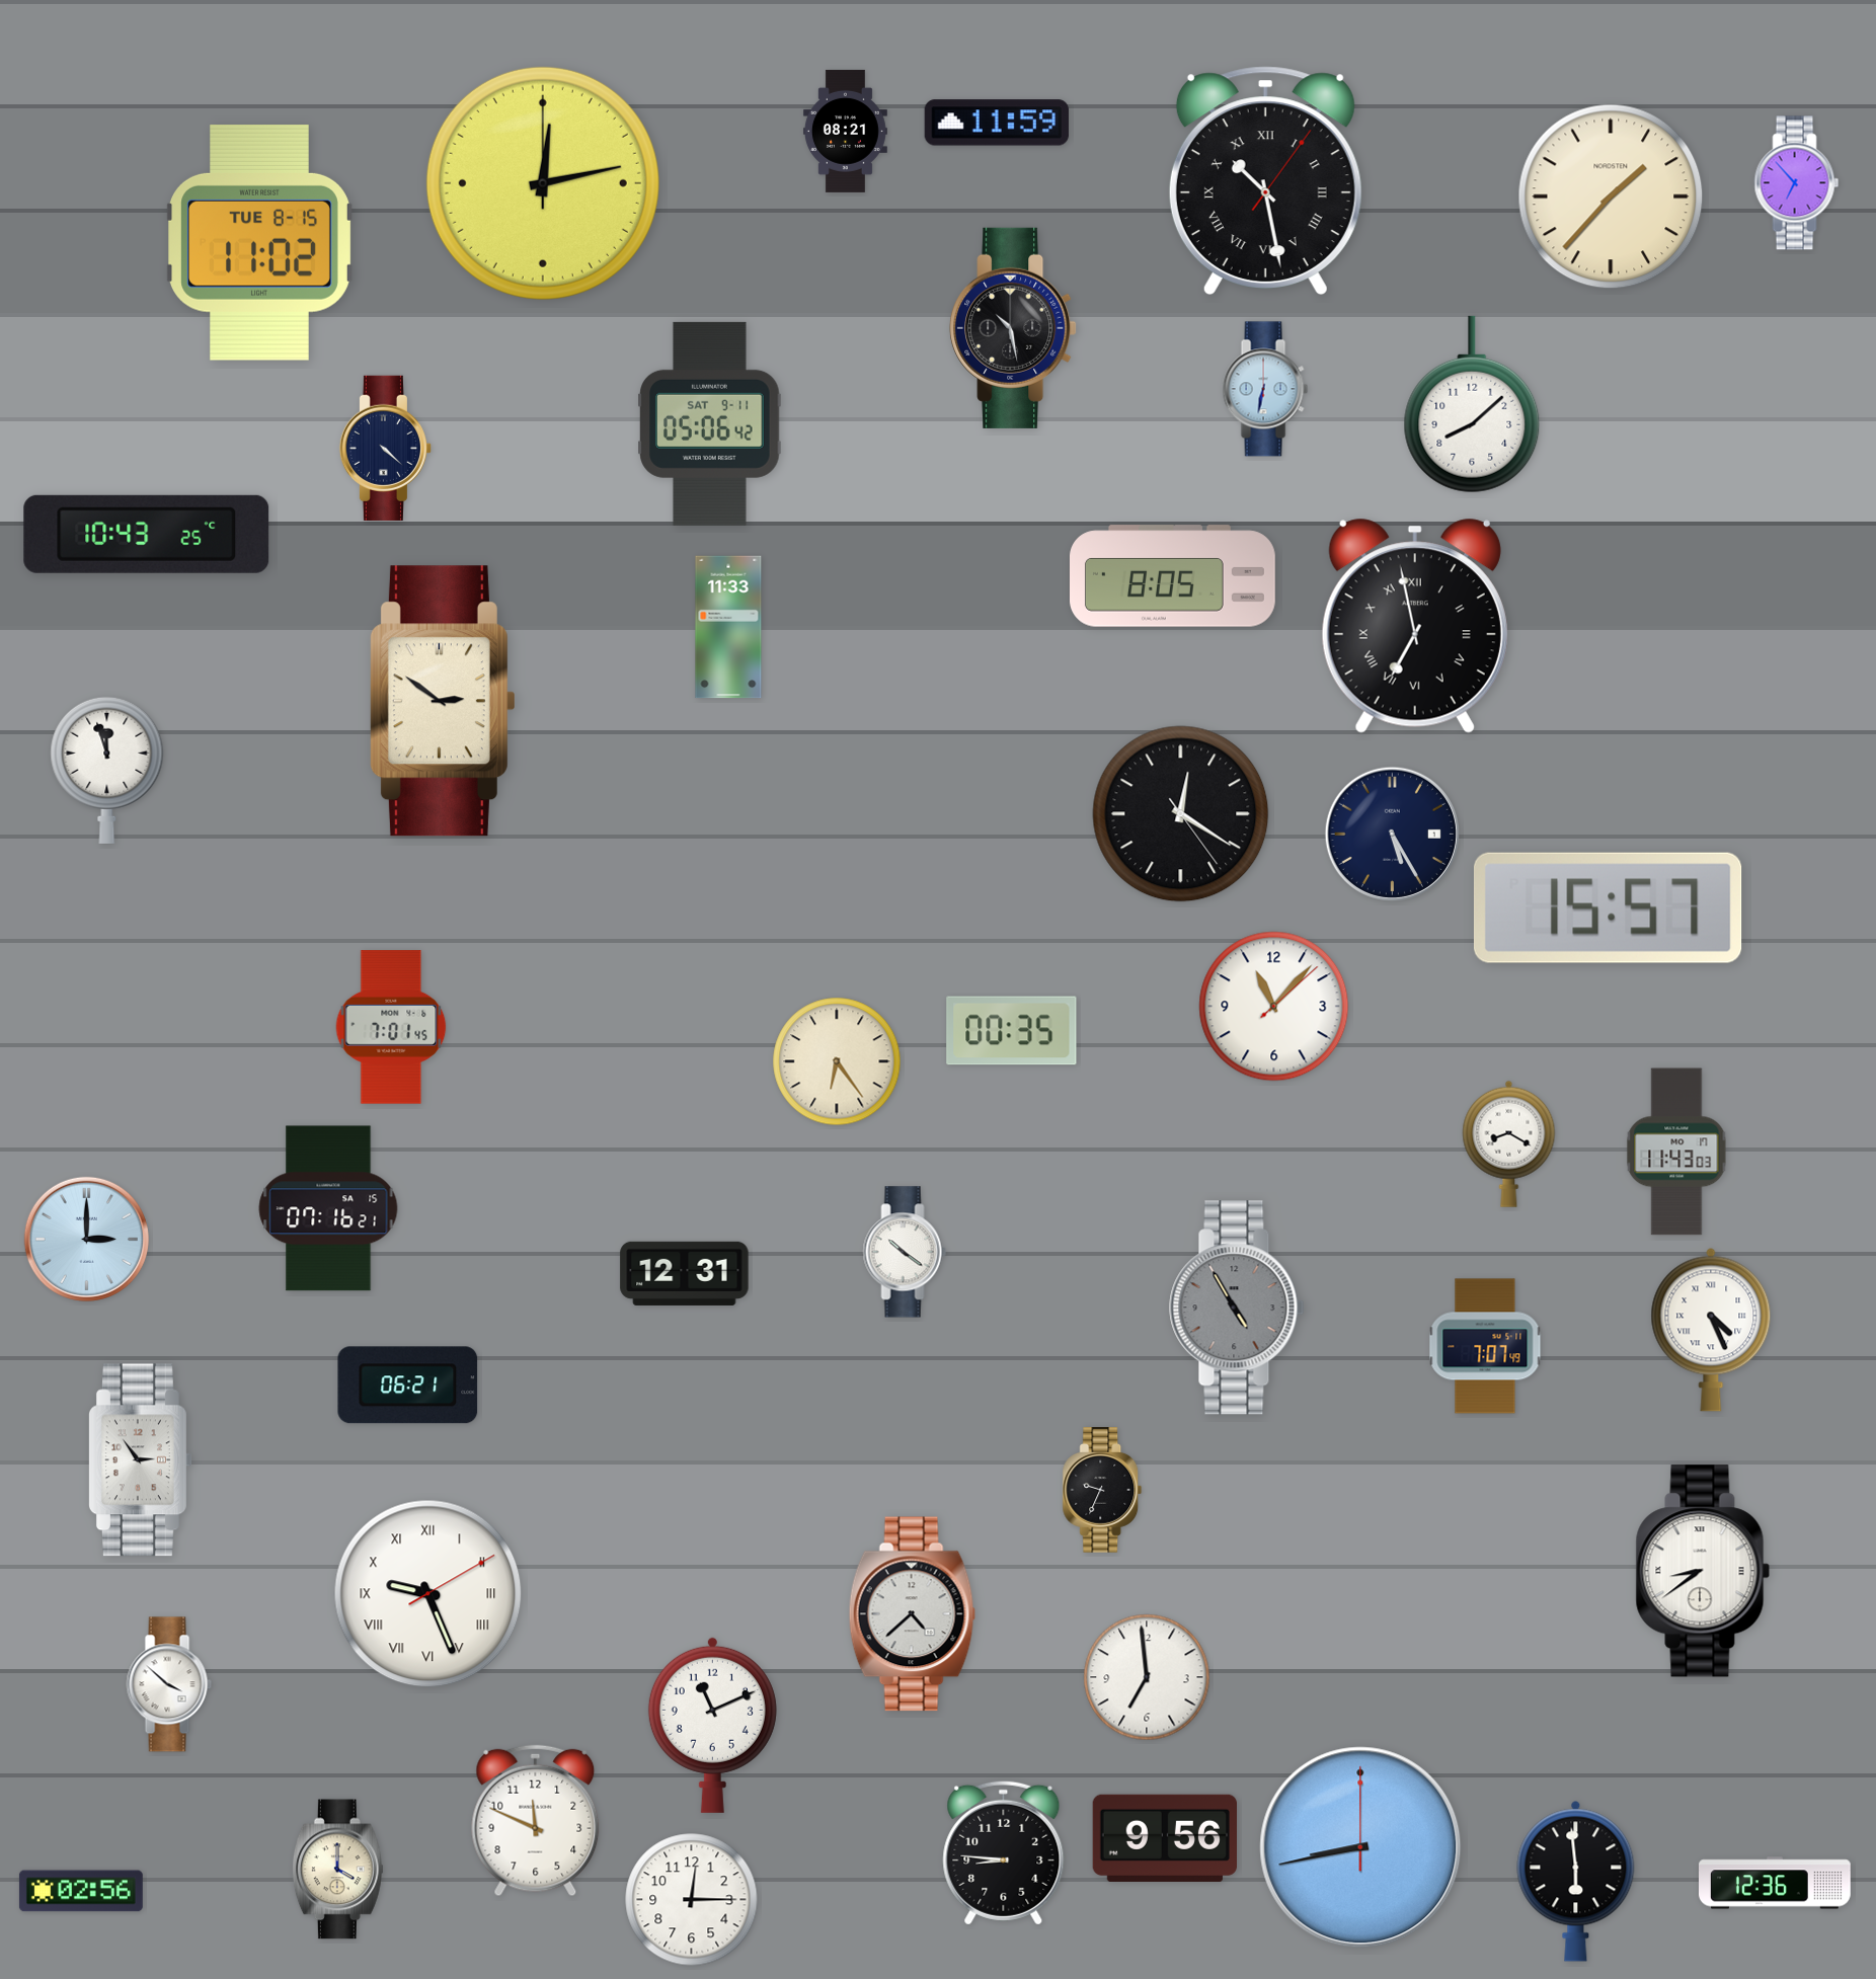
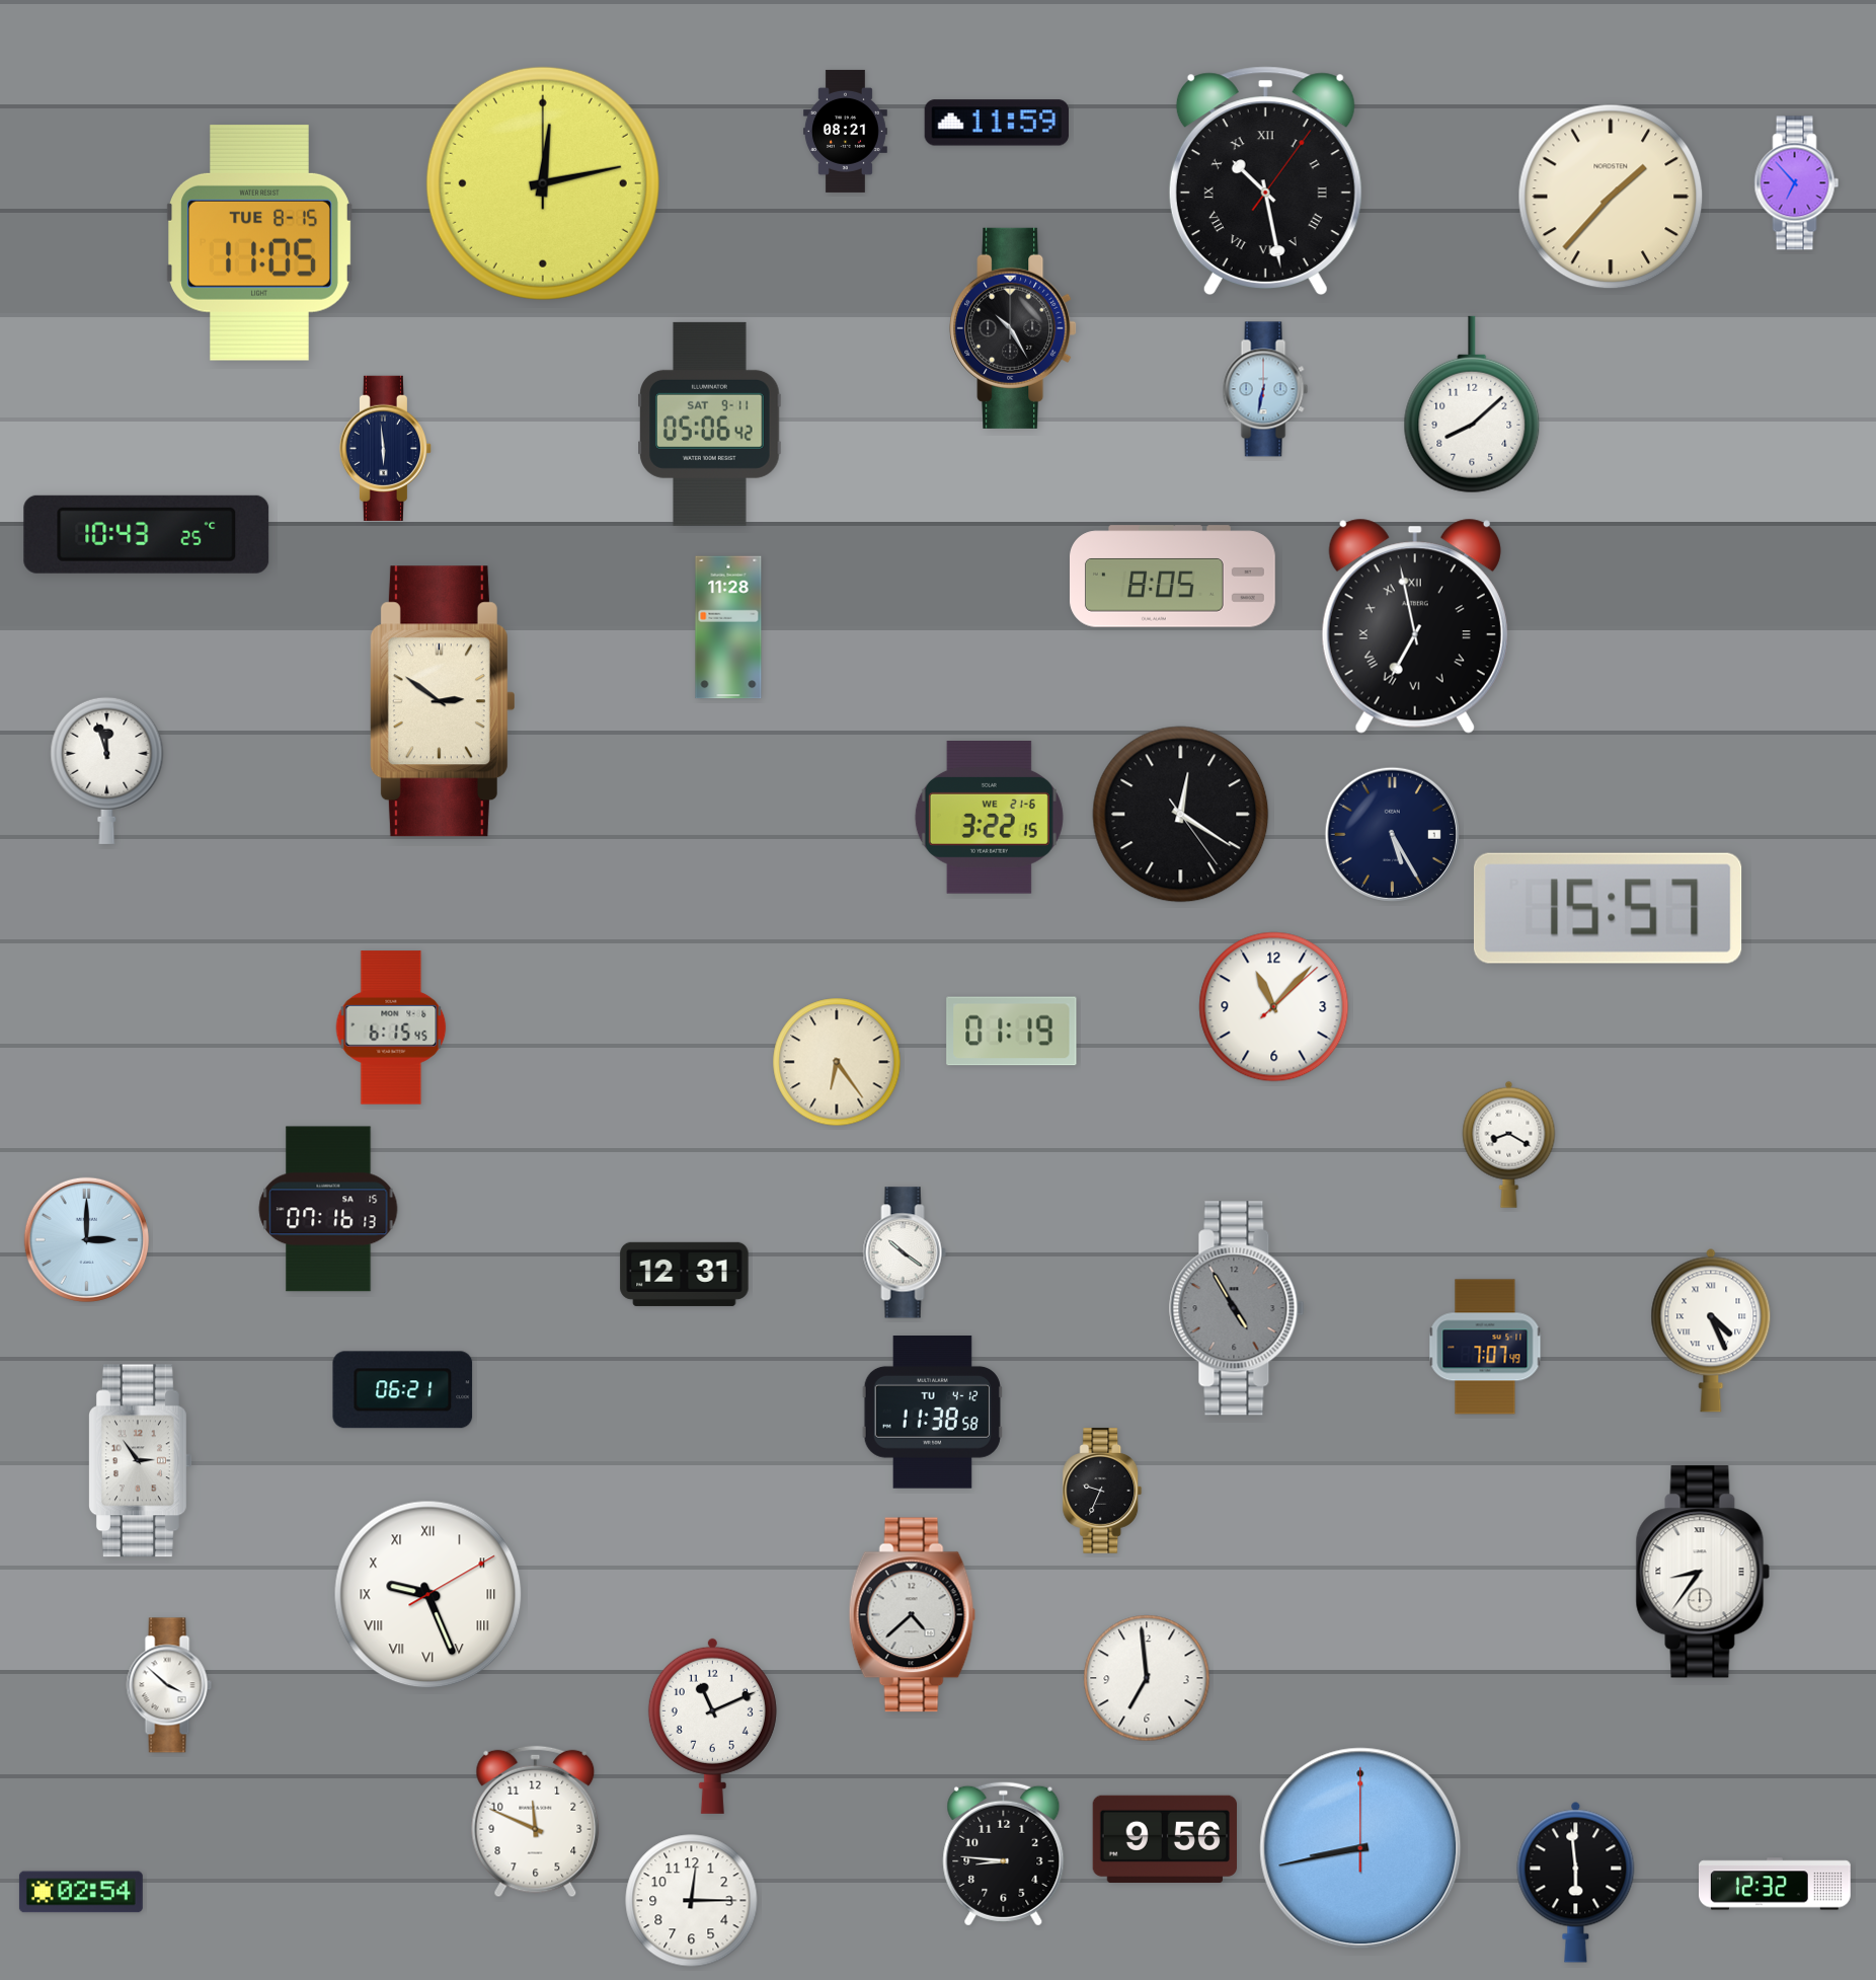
clock at (259, 242): 11:02 -> 11:05
clock at (1013, 328): 10:28 -> 10:25
clock at (385, 448): 4:22 -> 5:59
clock at (728, 627): 11:33 -> 11:28
clock at (989, 818): none -> 3:22
clock at (391, 1027): 7:01 -> 6:15
clock at (1012, 1031): 00:35 -> 01:19
clock at (1676, 1152): 11:43 -> none
clock at (328, 1208): 07:16:21 -> 07:16:13
clock at (408, 1386) position: (408, 1386) -> (403, 1390)
clock at (932, 1413): none -> 11:38
clock at (1703, 1571): 8:39 -> 8:36
clock at (337, 1870): 4:00 -> none
clock at (1776, 1883): 12:36 -> 12:32
clock at (81, 1891): 02:56 -> 02:54
